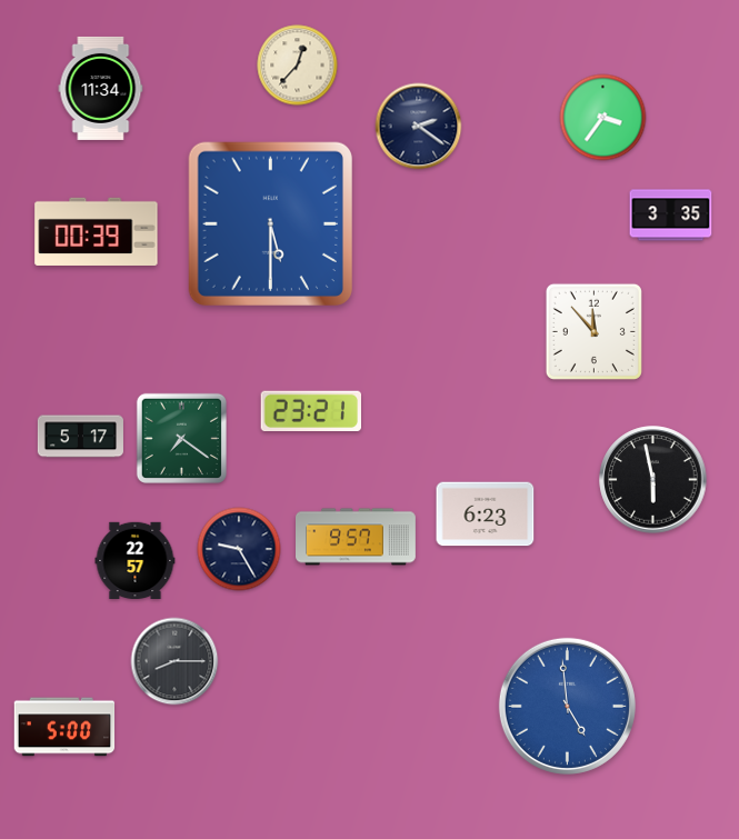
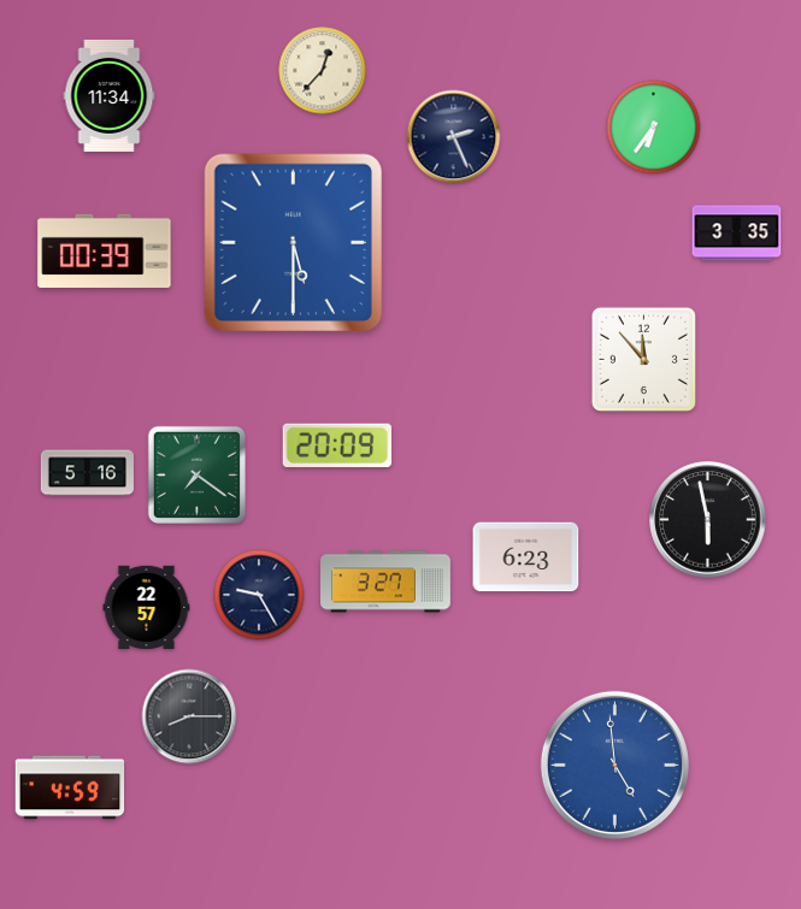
clock at (603, 118): 3:36 -> 6:36
clock at (419, 127): 2:21 -> 2:26
clock at (671, 216) position: (671, 216) -> (737, 234)
clock at (310, 410): 23:21 -> 20:09
clock at (80, 437): 5:17 -> 5:16
clock at (357, 537): 9:57 -> 3:27
clock at (64, 727): 5:00 -> 4:59
